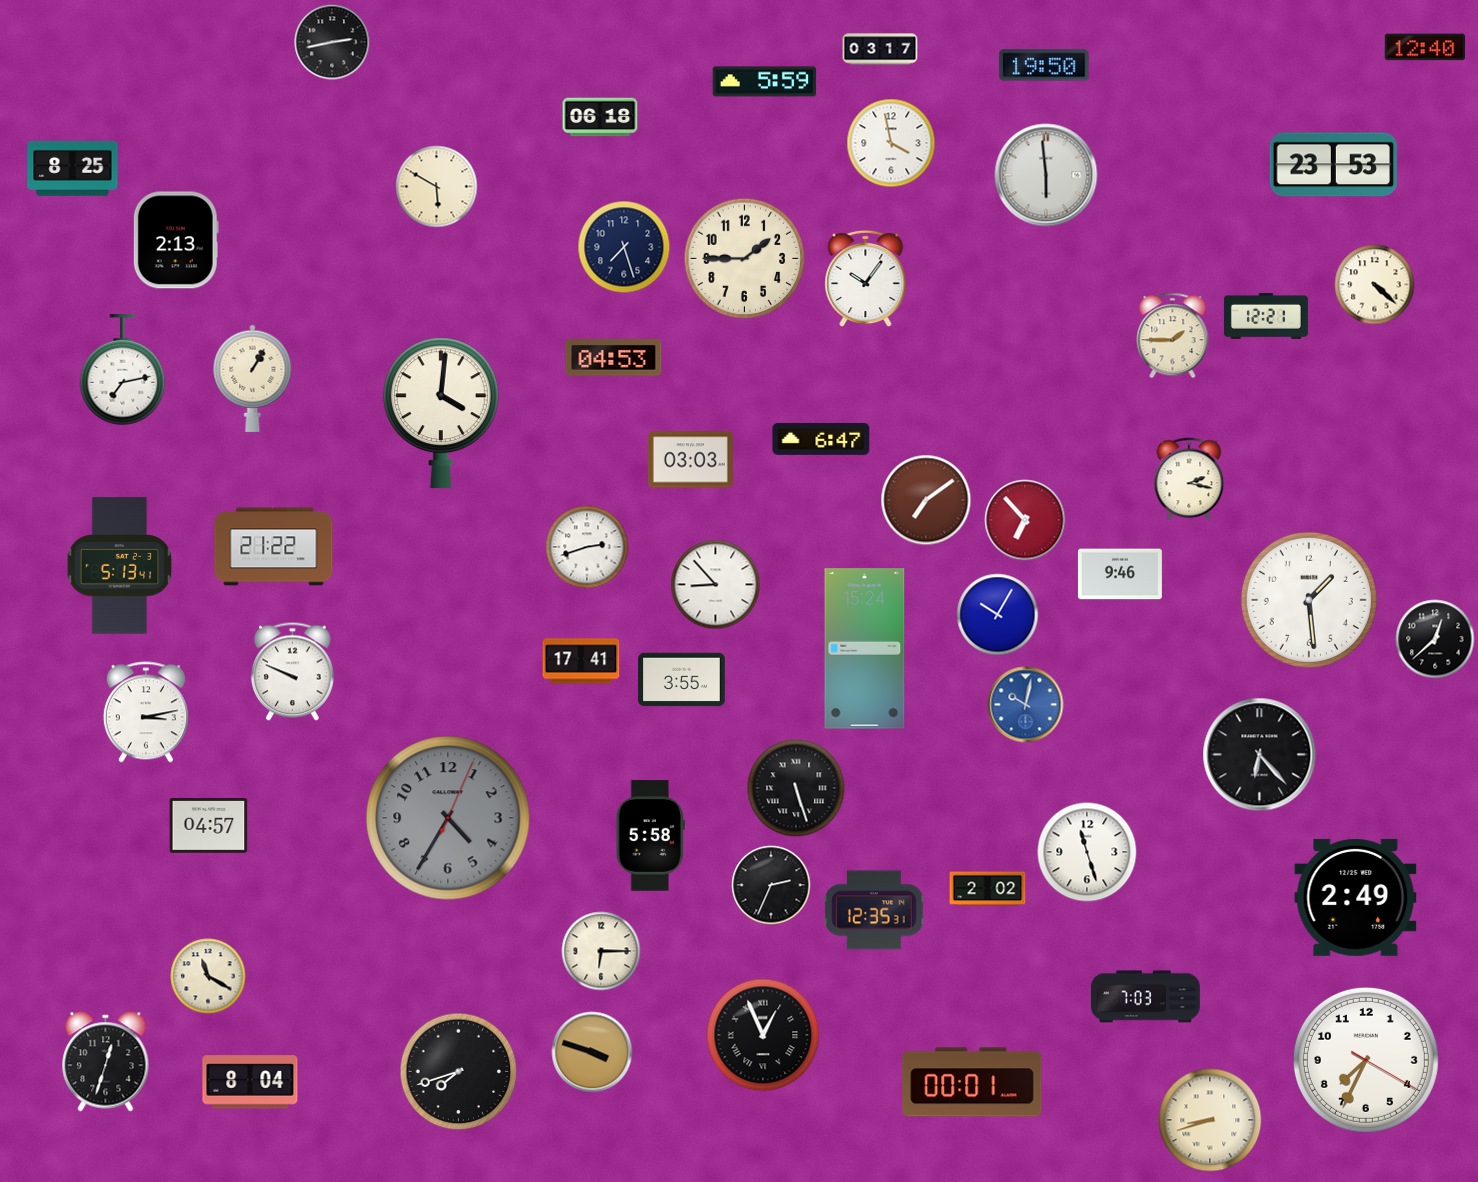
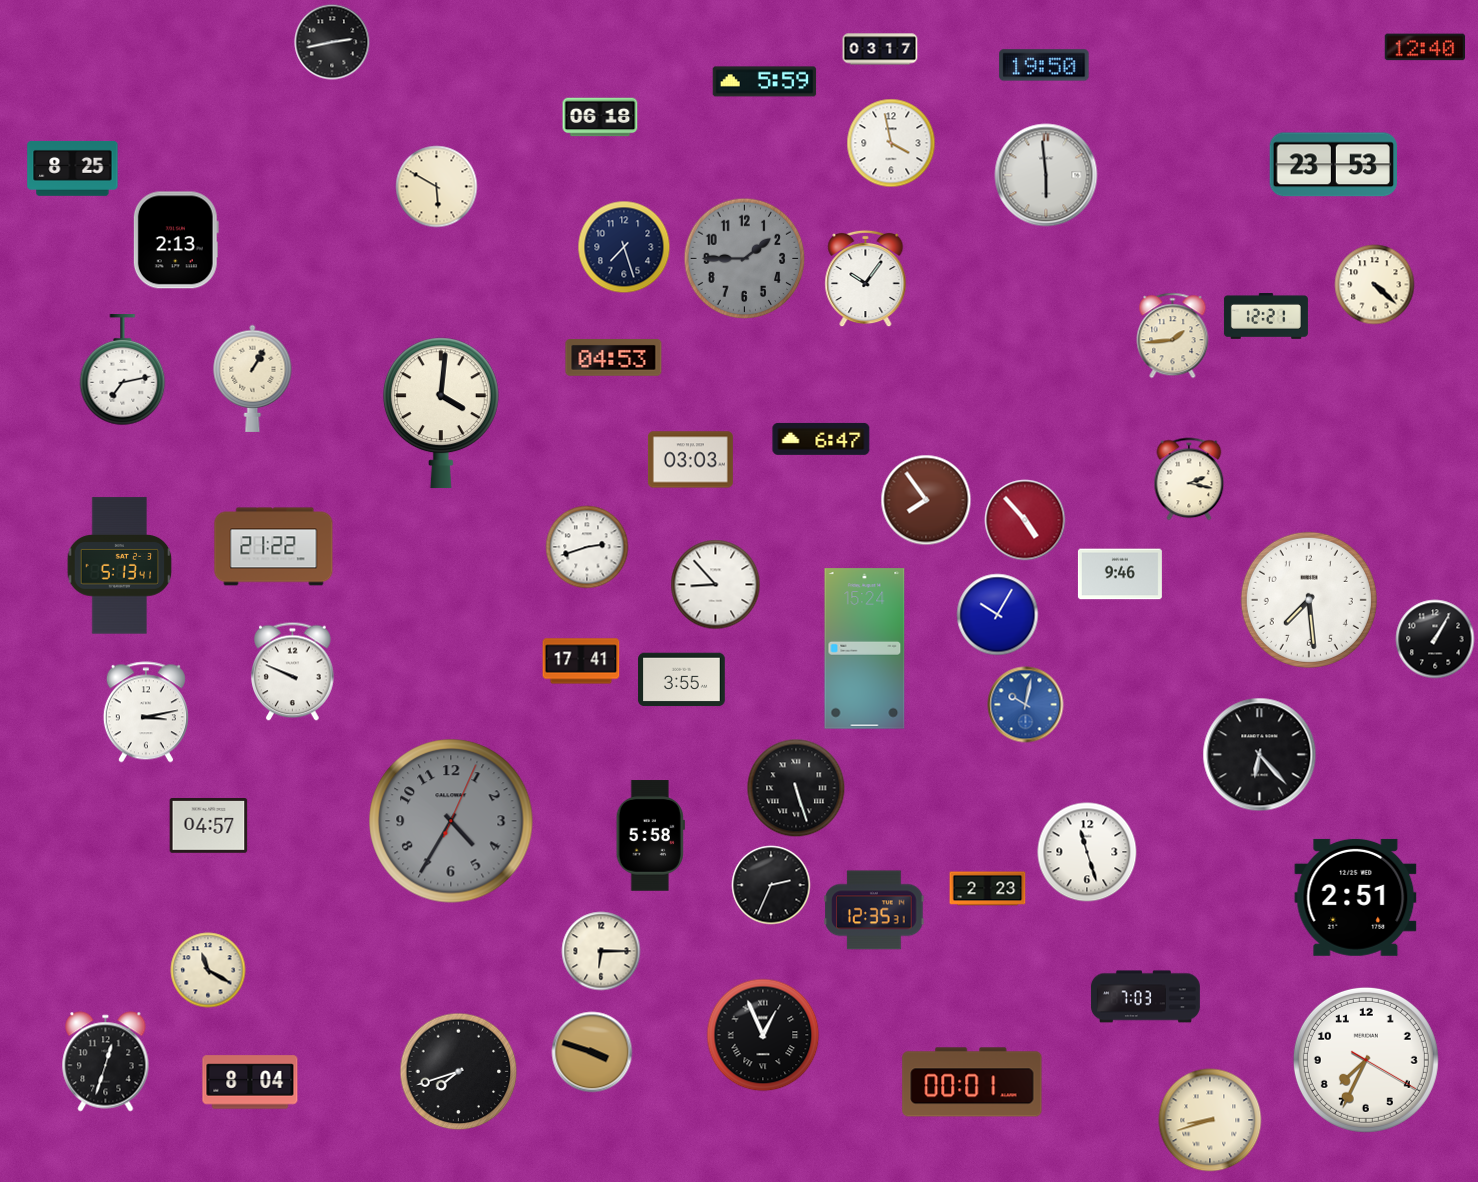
clock at (745, 259) dial: cream -> grey
clock at (1173, 336): 1:45 -> 1:44
clock at (926, 500): 7:09 -> 7:54
clock at (1025, 520): 6:53 -> 4:53
clock at (1309, 600): 1:29 -> 7:29
clock at (1435, 639): 12:38 -> 1:05
clock at (448, 818) position: (448, 818) -> (451, 821)
clock at (988, 889): 2:02 -> 2:23
clock at (1356, 897): 2:49 -> 2:51
clock at (208, 976) position: (208, 976) -> (208, 970)
